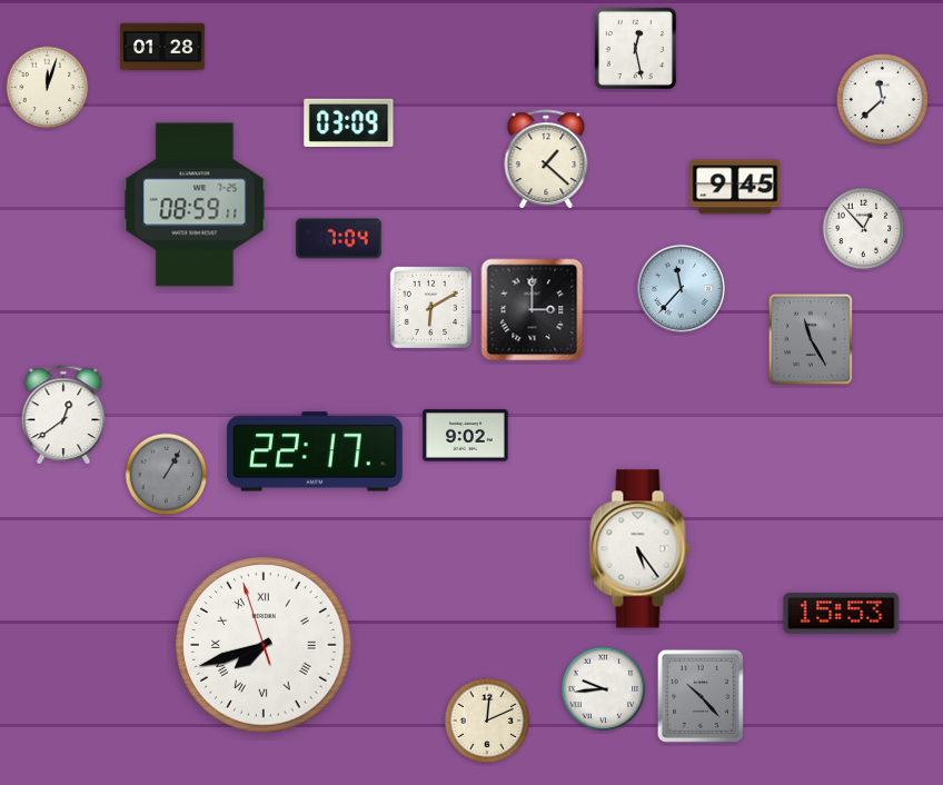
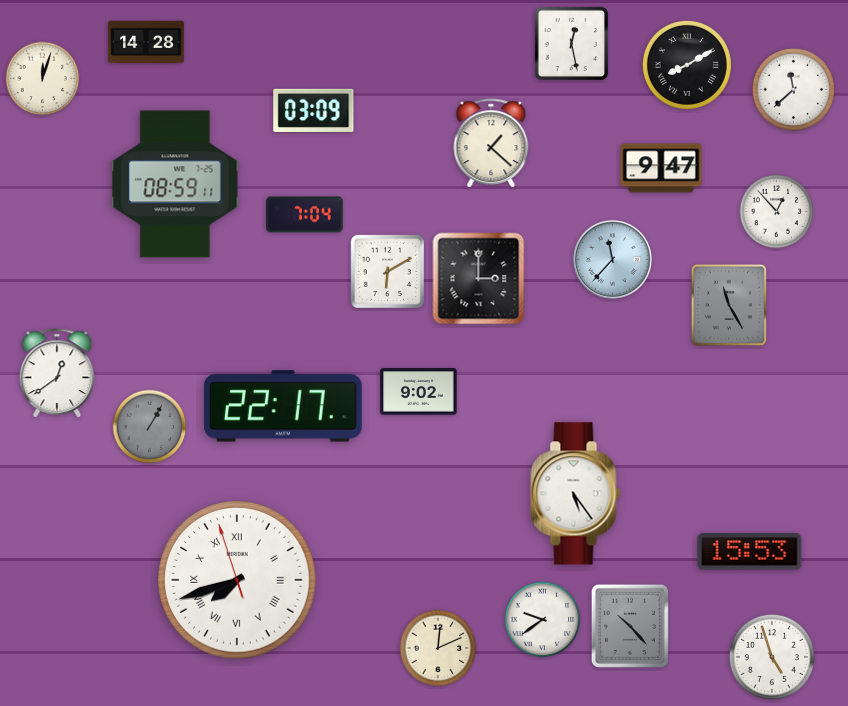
clock at (162, 47): 01:28 -> 14:28
clock at (687, 65): none -> 8:10
clock at (735, 187): 9:45 -> 9:47
clock at (864, 229) position: (864, 229) -> (777, 212)
clock at (430, 307) position: (430, 307) -> (387, 271)
clock at (842, 614) position: (842, 614) -> (750, 552)
clock at (604, 689): 9:44 -> 9:39
clock at (772, 657): none -> 4:57
